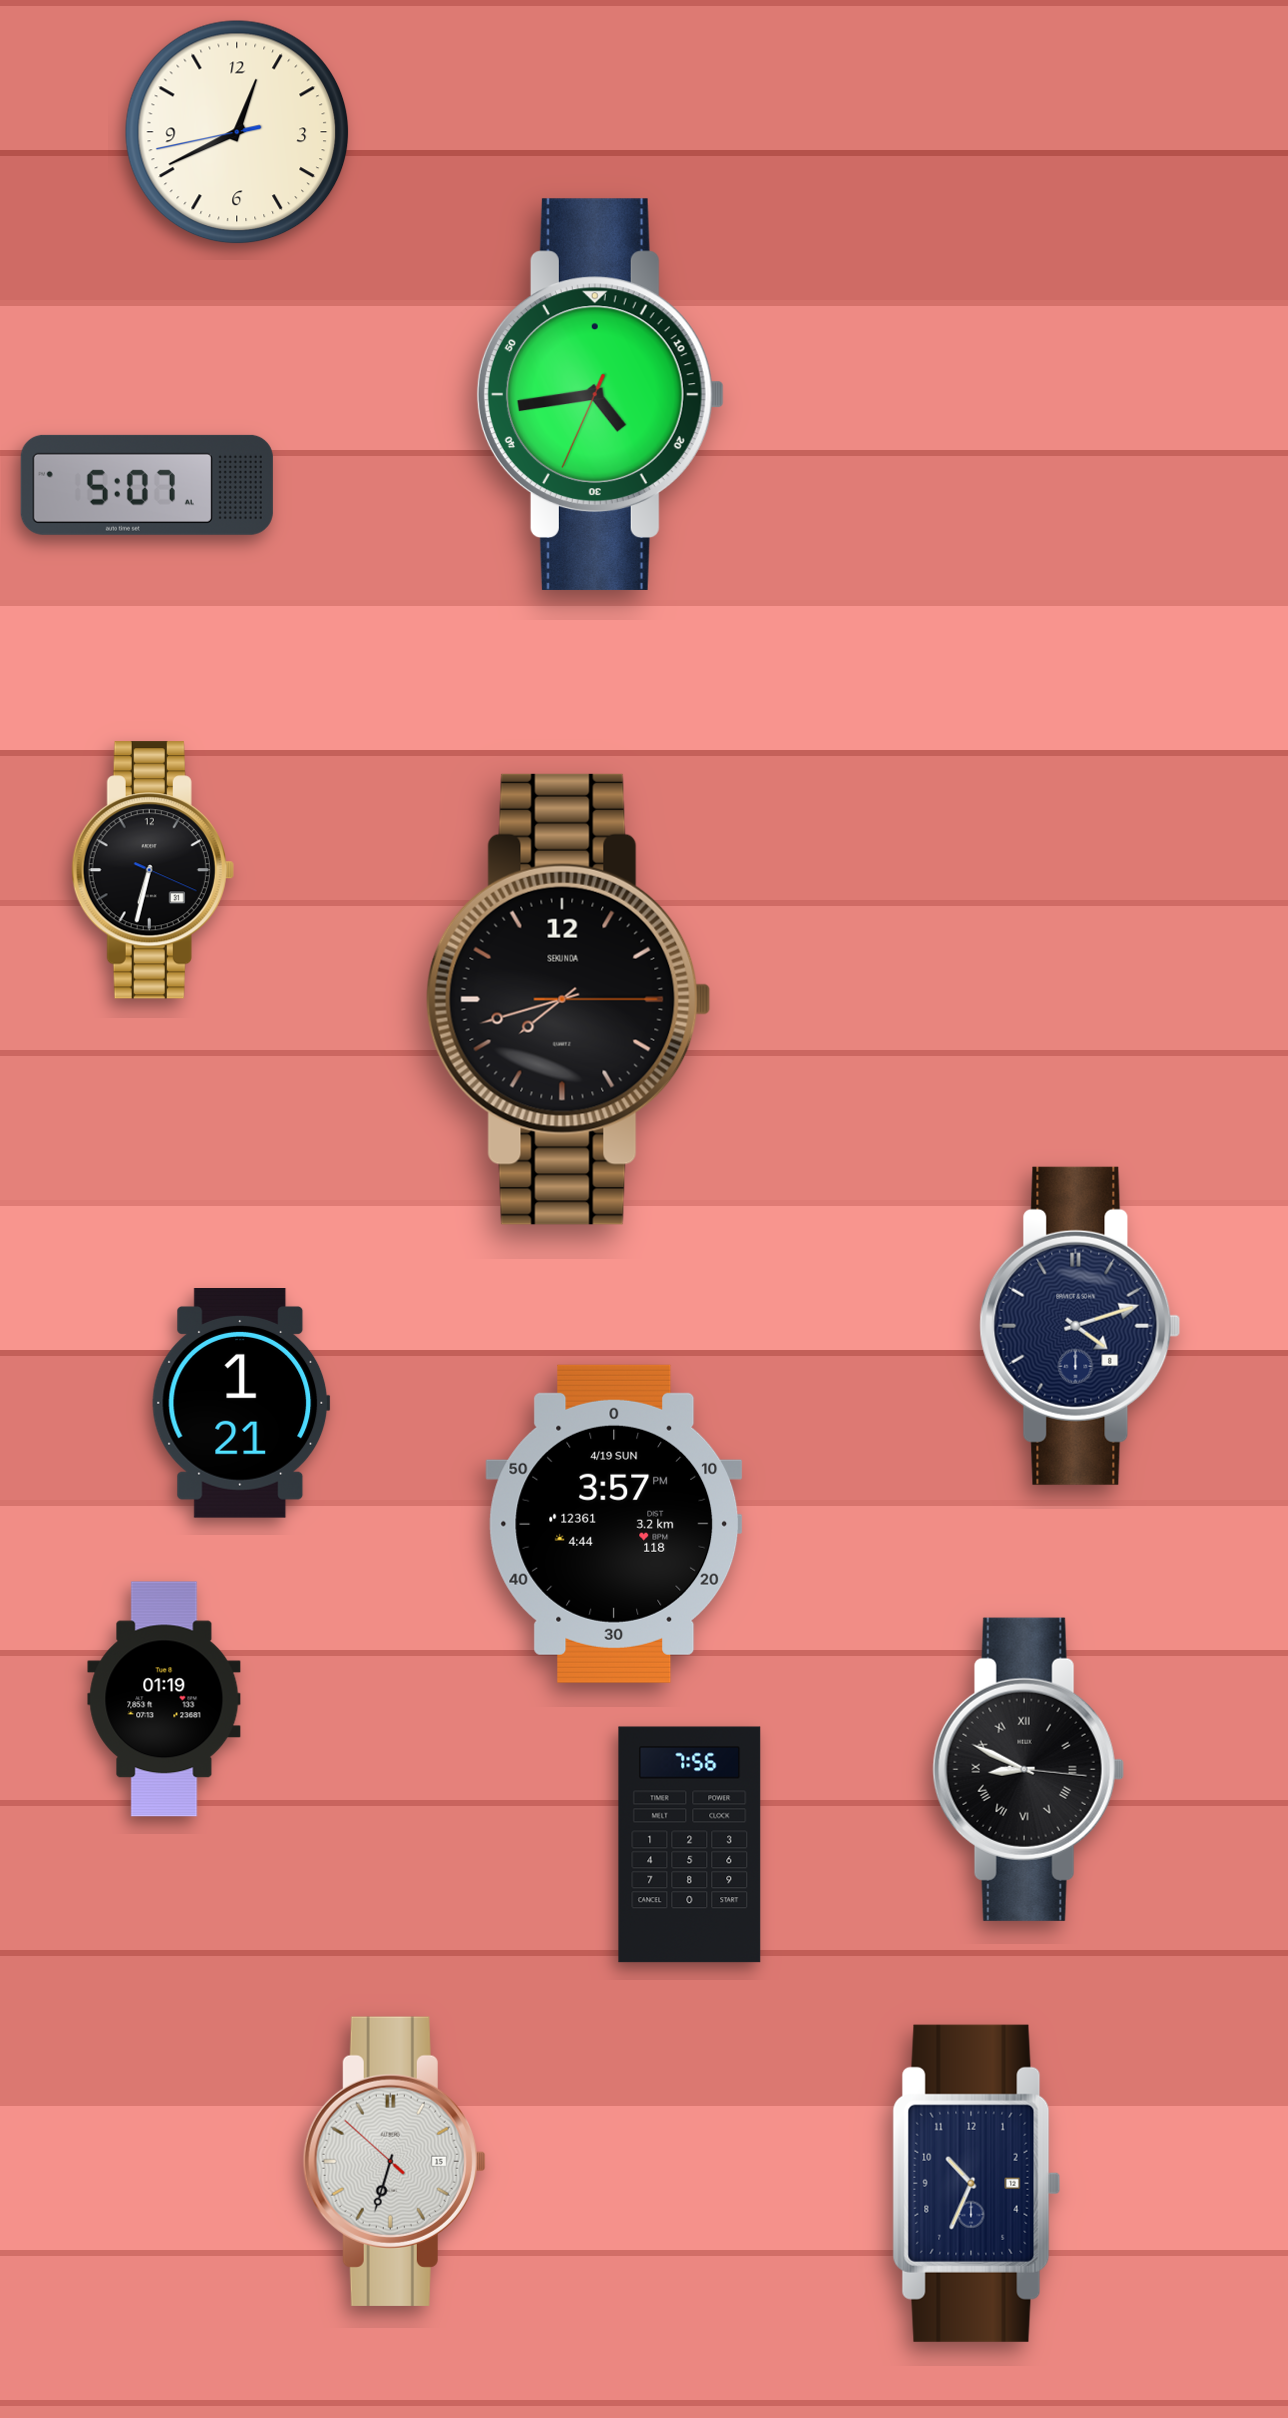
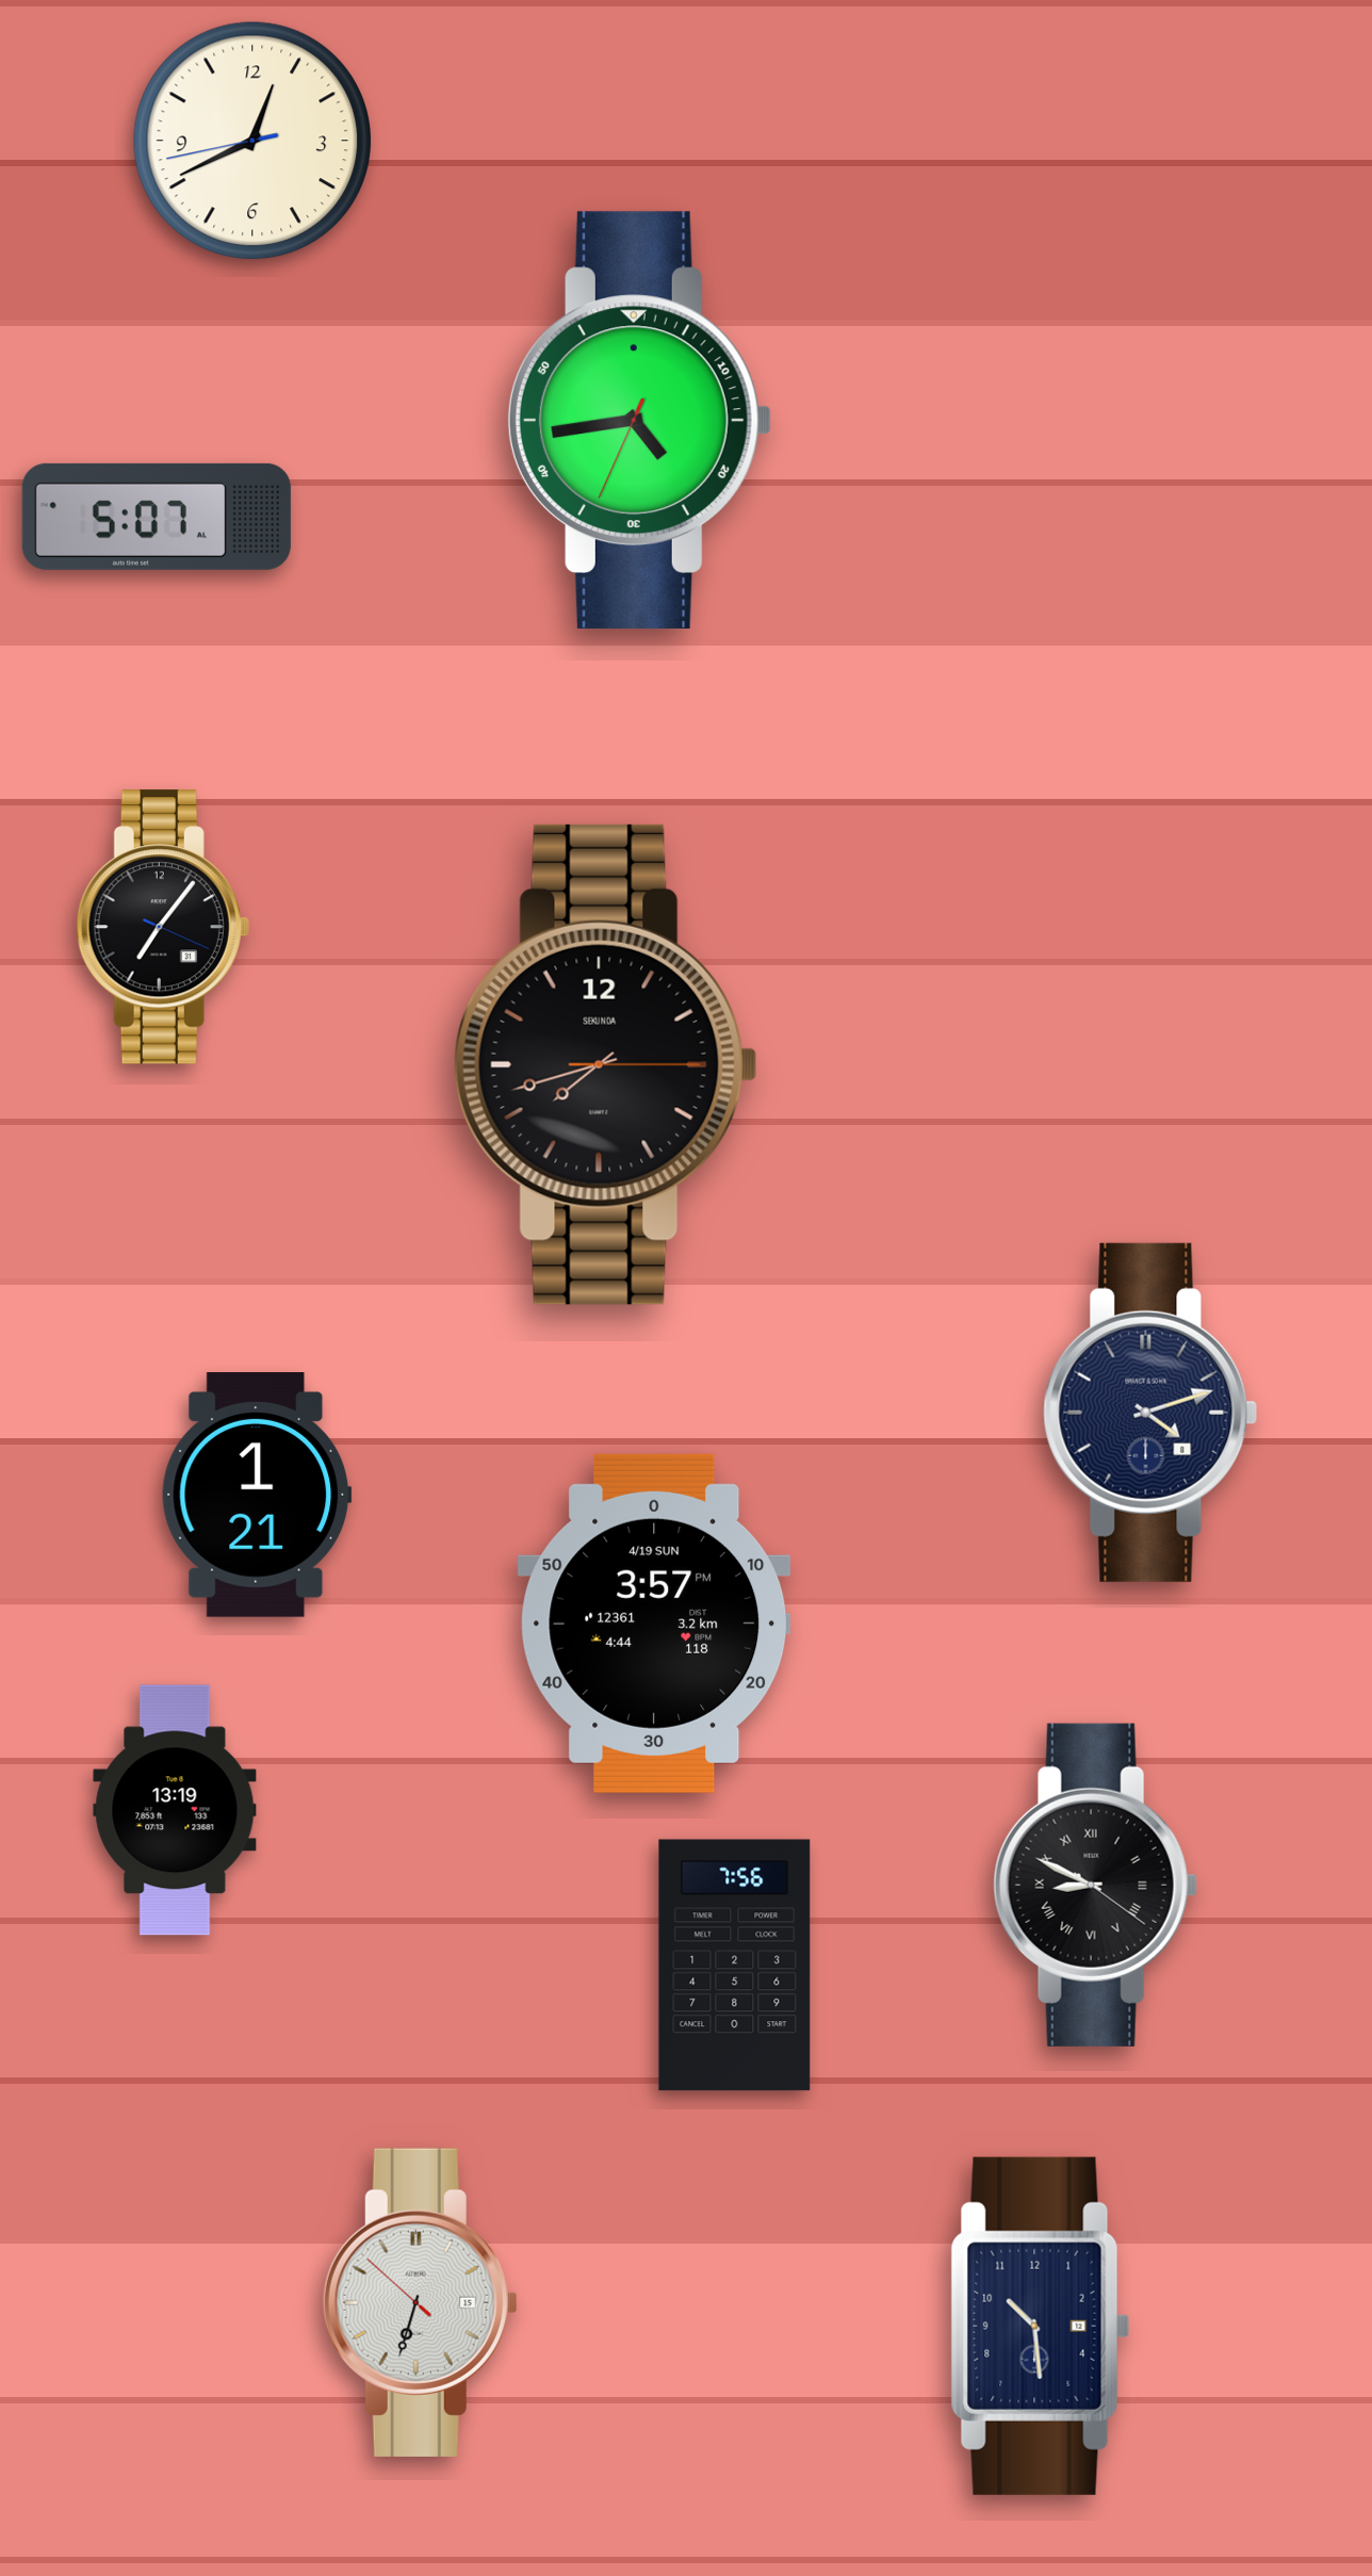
clock at (153, 870): 6:32 -> 7:06
clock at (164, 1699): 01:19 -> 13:19
clock at (1028, 1769): 8:49:16 -> 8:49:21
clock at (977, 2183): 10:34 -> 10:29
